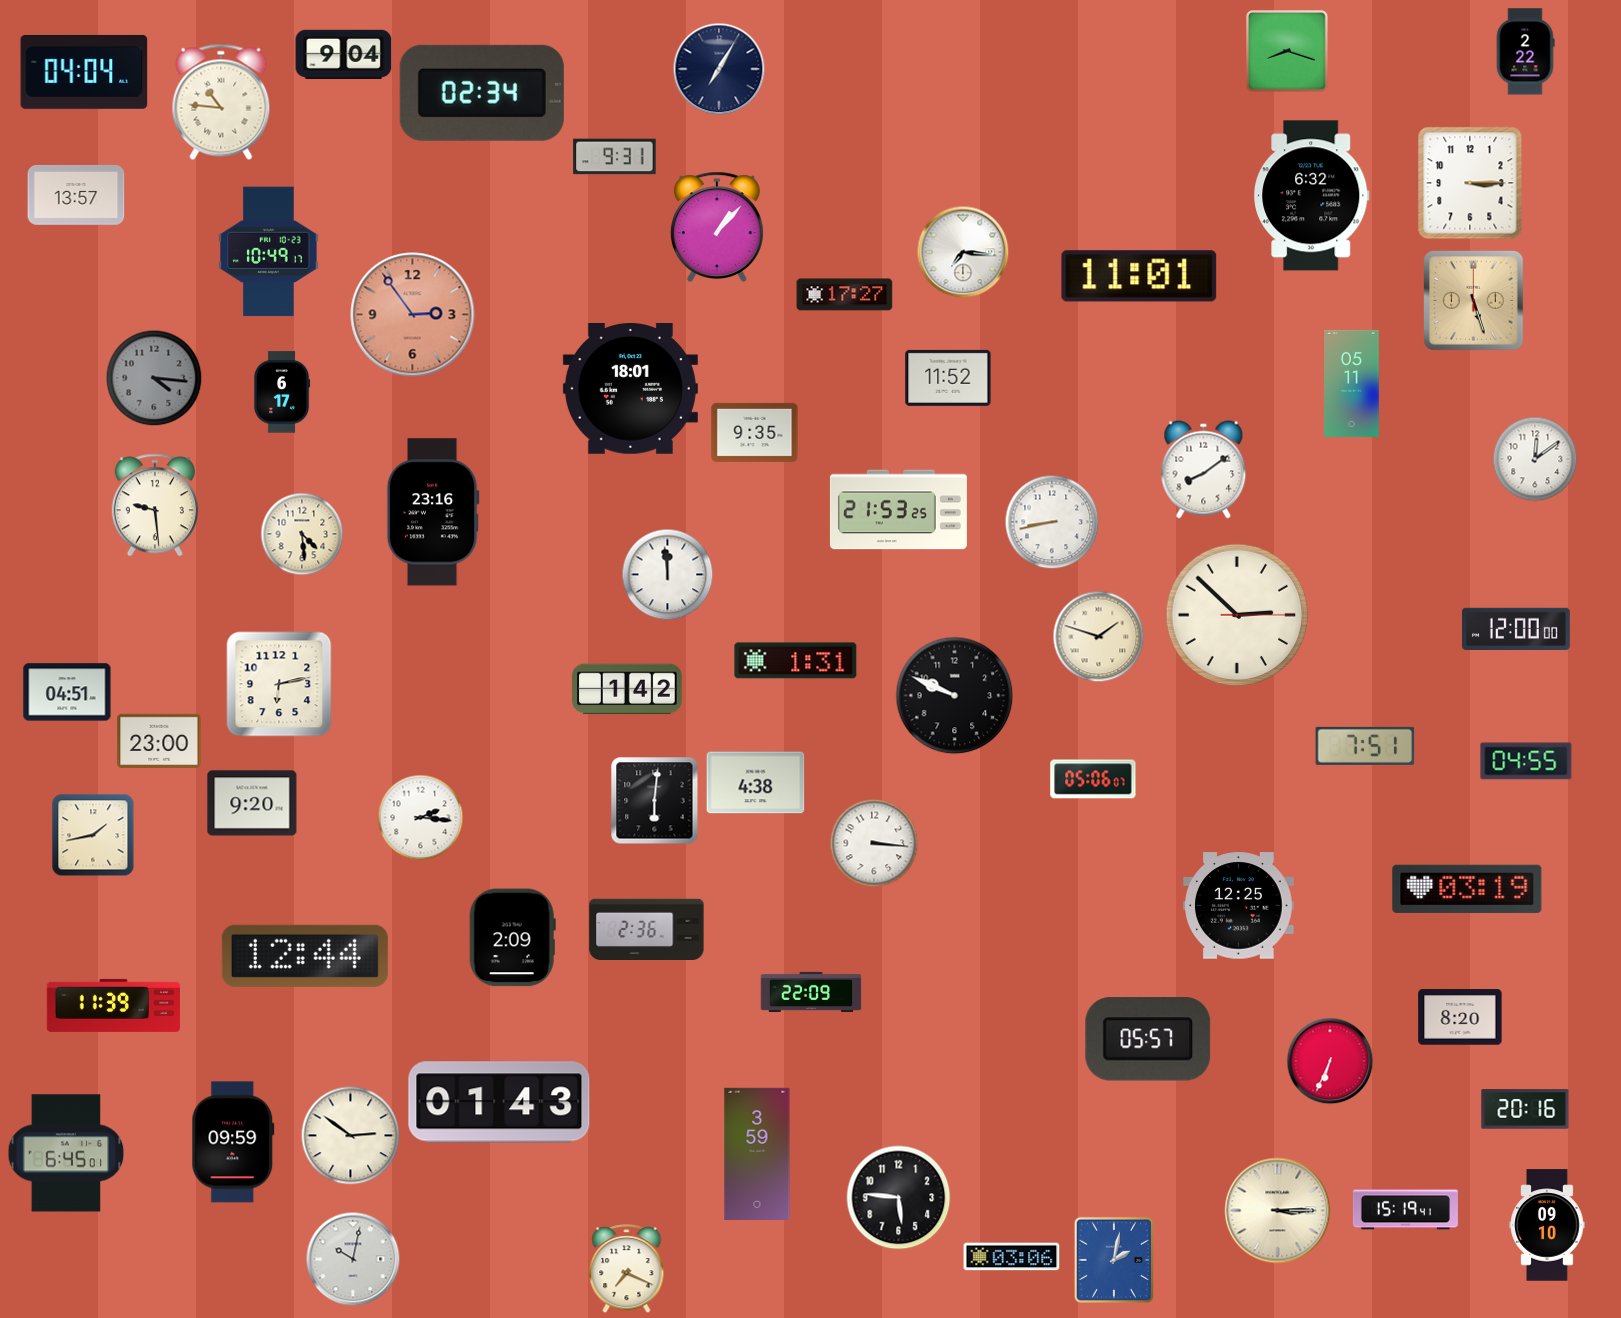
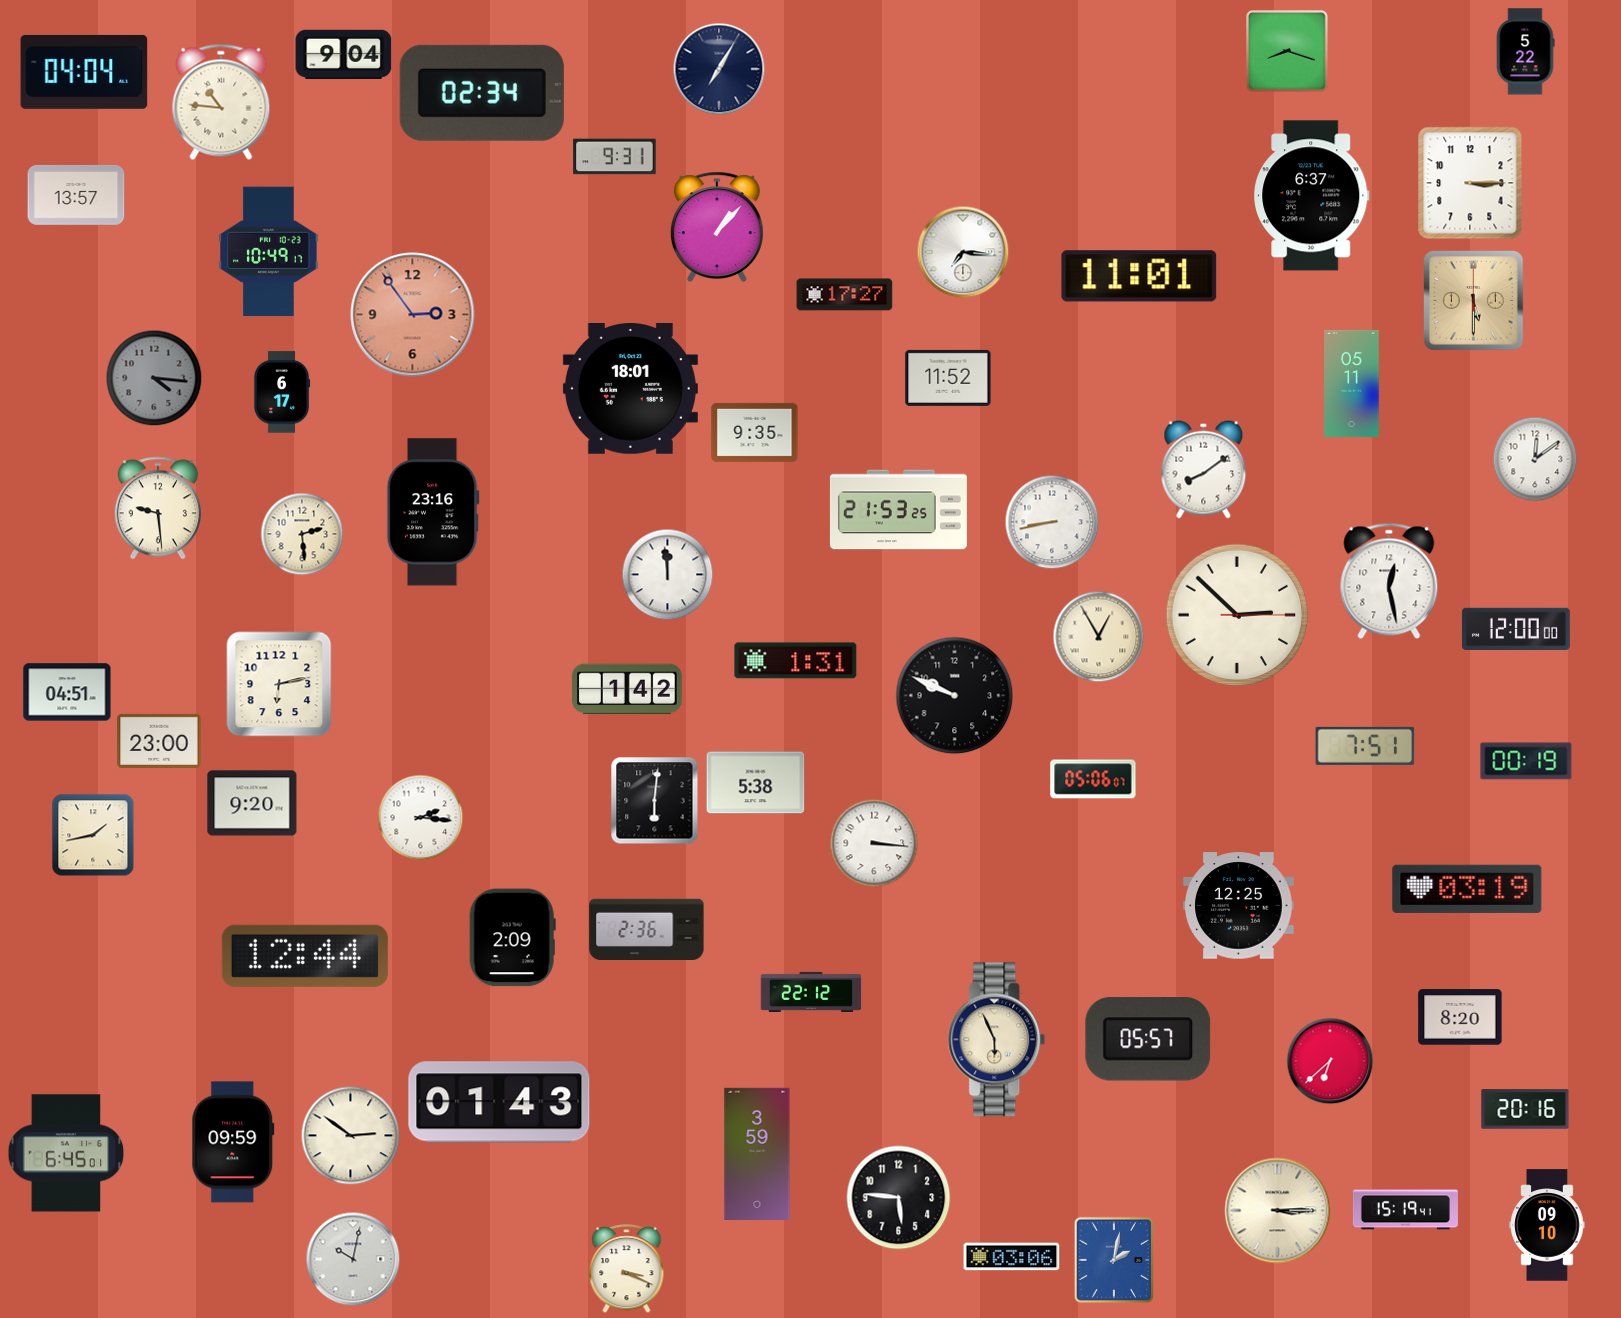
clock at (1525, 52): 2:22 -> 5:22
clock at (1312, 196): 6:32 -> 6:37
clock at (1474, 301): 5:27 -> 5:30
clock at (155, 505) position: (155, 505) -> (158, 508)
clock at (302, 534): 4:29 -> 2:29
clock at (1389, 581): none -> 12:28
clock at (1099, 637): 1:48 -> 12:55
clock at (1526, 761): 04:55 -> 00:19
clock at (756, 783): 4:38 -> 5:38
clock at (811, 992): 22:09 -> 22:12
clock at (113, 1005): 11:39 -> none
clock at (997, 1040): none -> 5:56
clock at (1330, 1061): 6:34 -> 6:38
clock at (627, 1269): 7:19 -> 3:19
